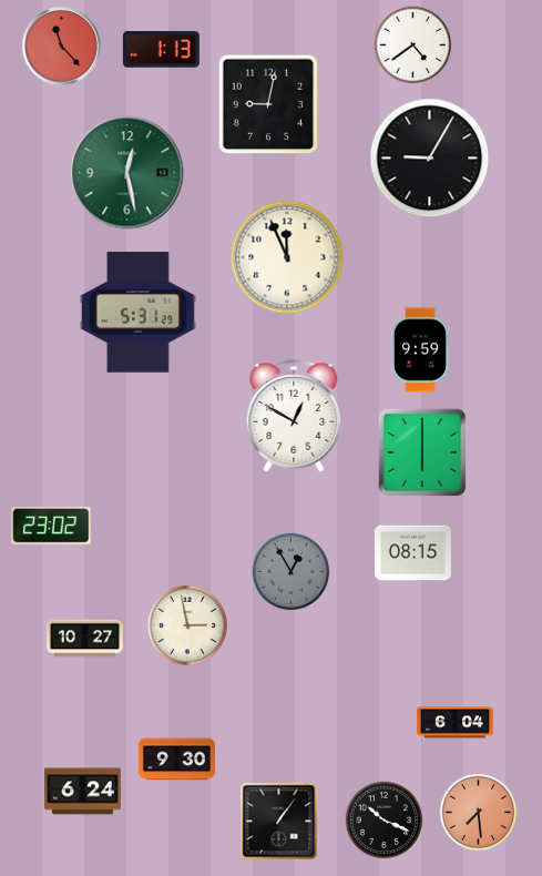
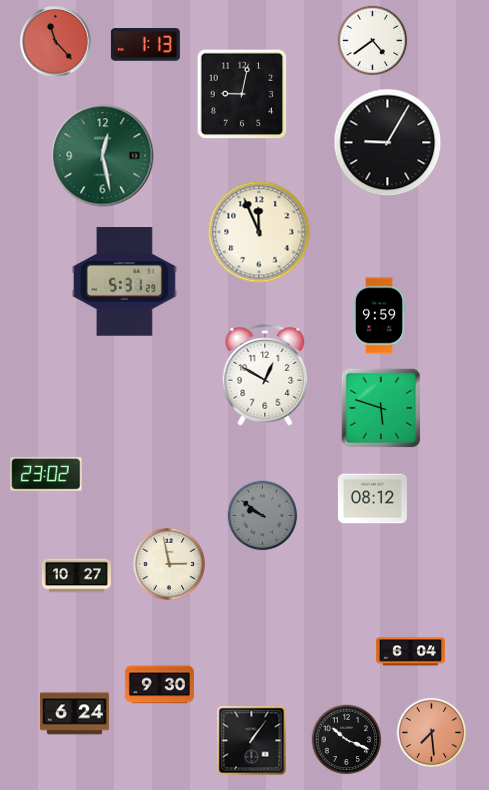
clock at (127, 173) position: (127, 173) -> (103, 156)
clock at (421, 451): 6:00 -> 5:48
clock at (412, 553): 08:15 -> 08:12
clock at (292, 572): 12:55 -> 9:51
